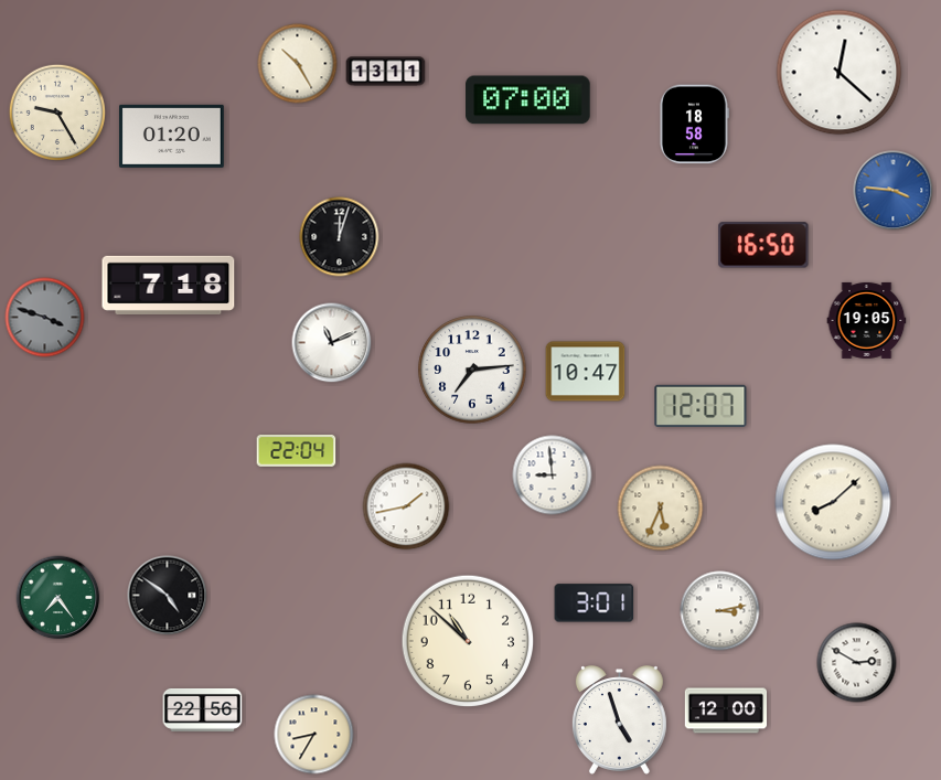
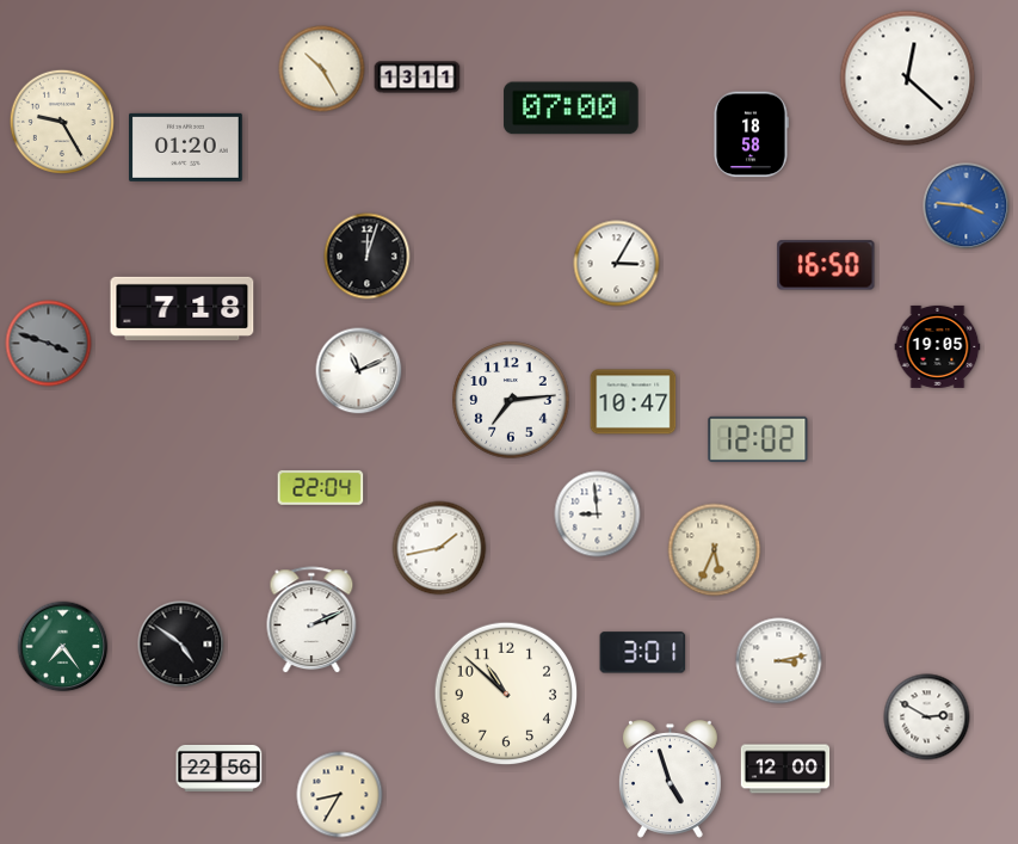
clock at (617, 264): none -> 3:05
clock at (701, 406): 12:07 -> 12:02
clock at (833, 502): 8:08 -> none
clock at (311, 621): none -> 2:11
